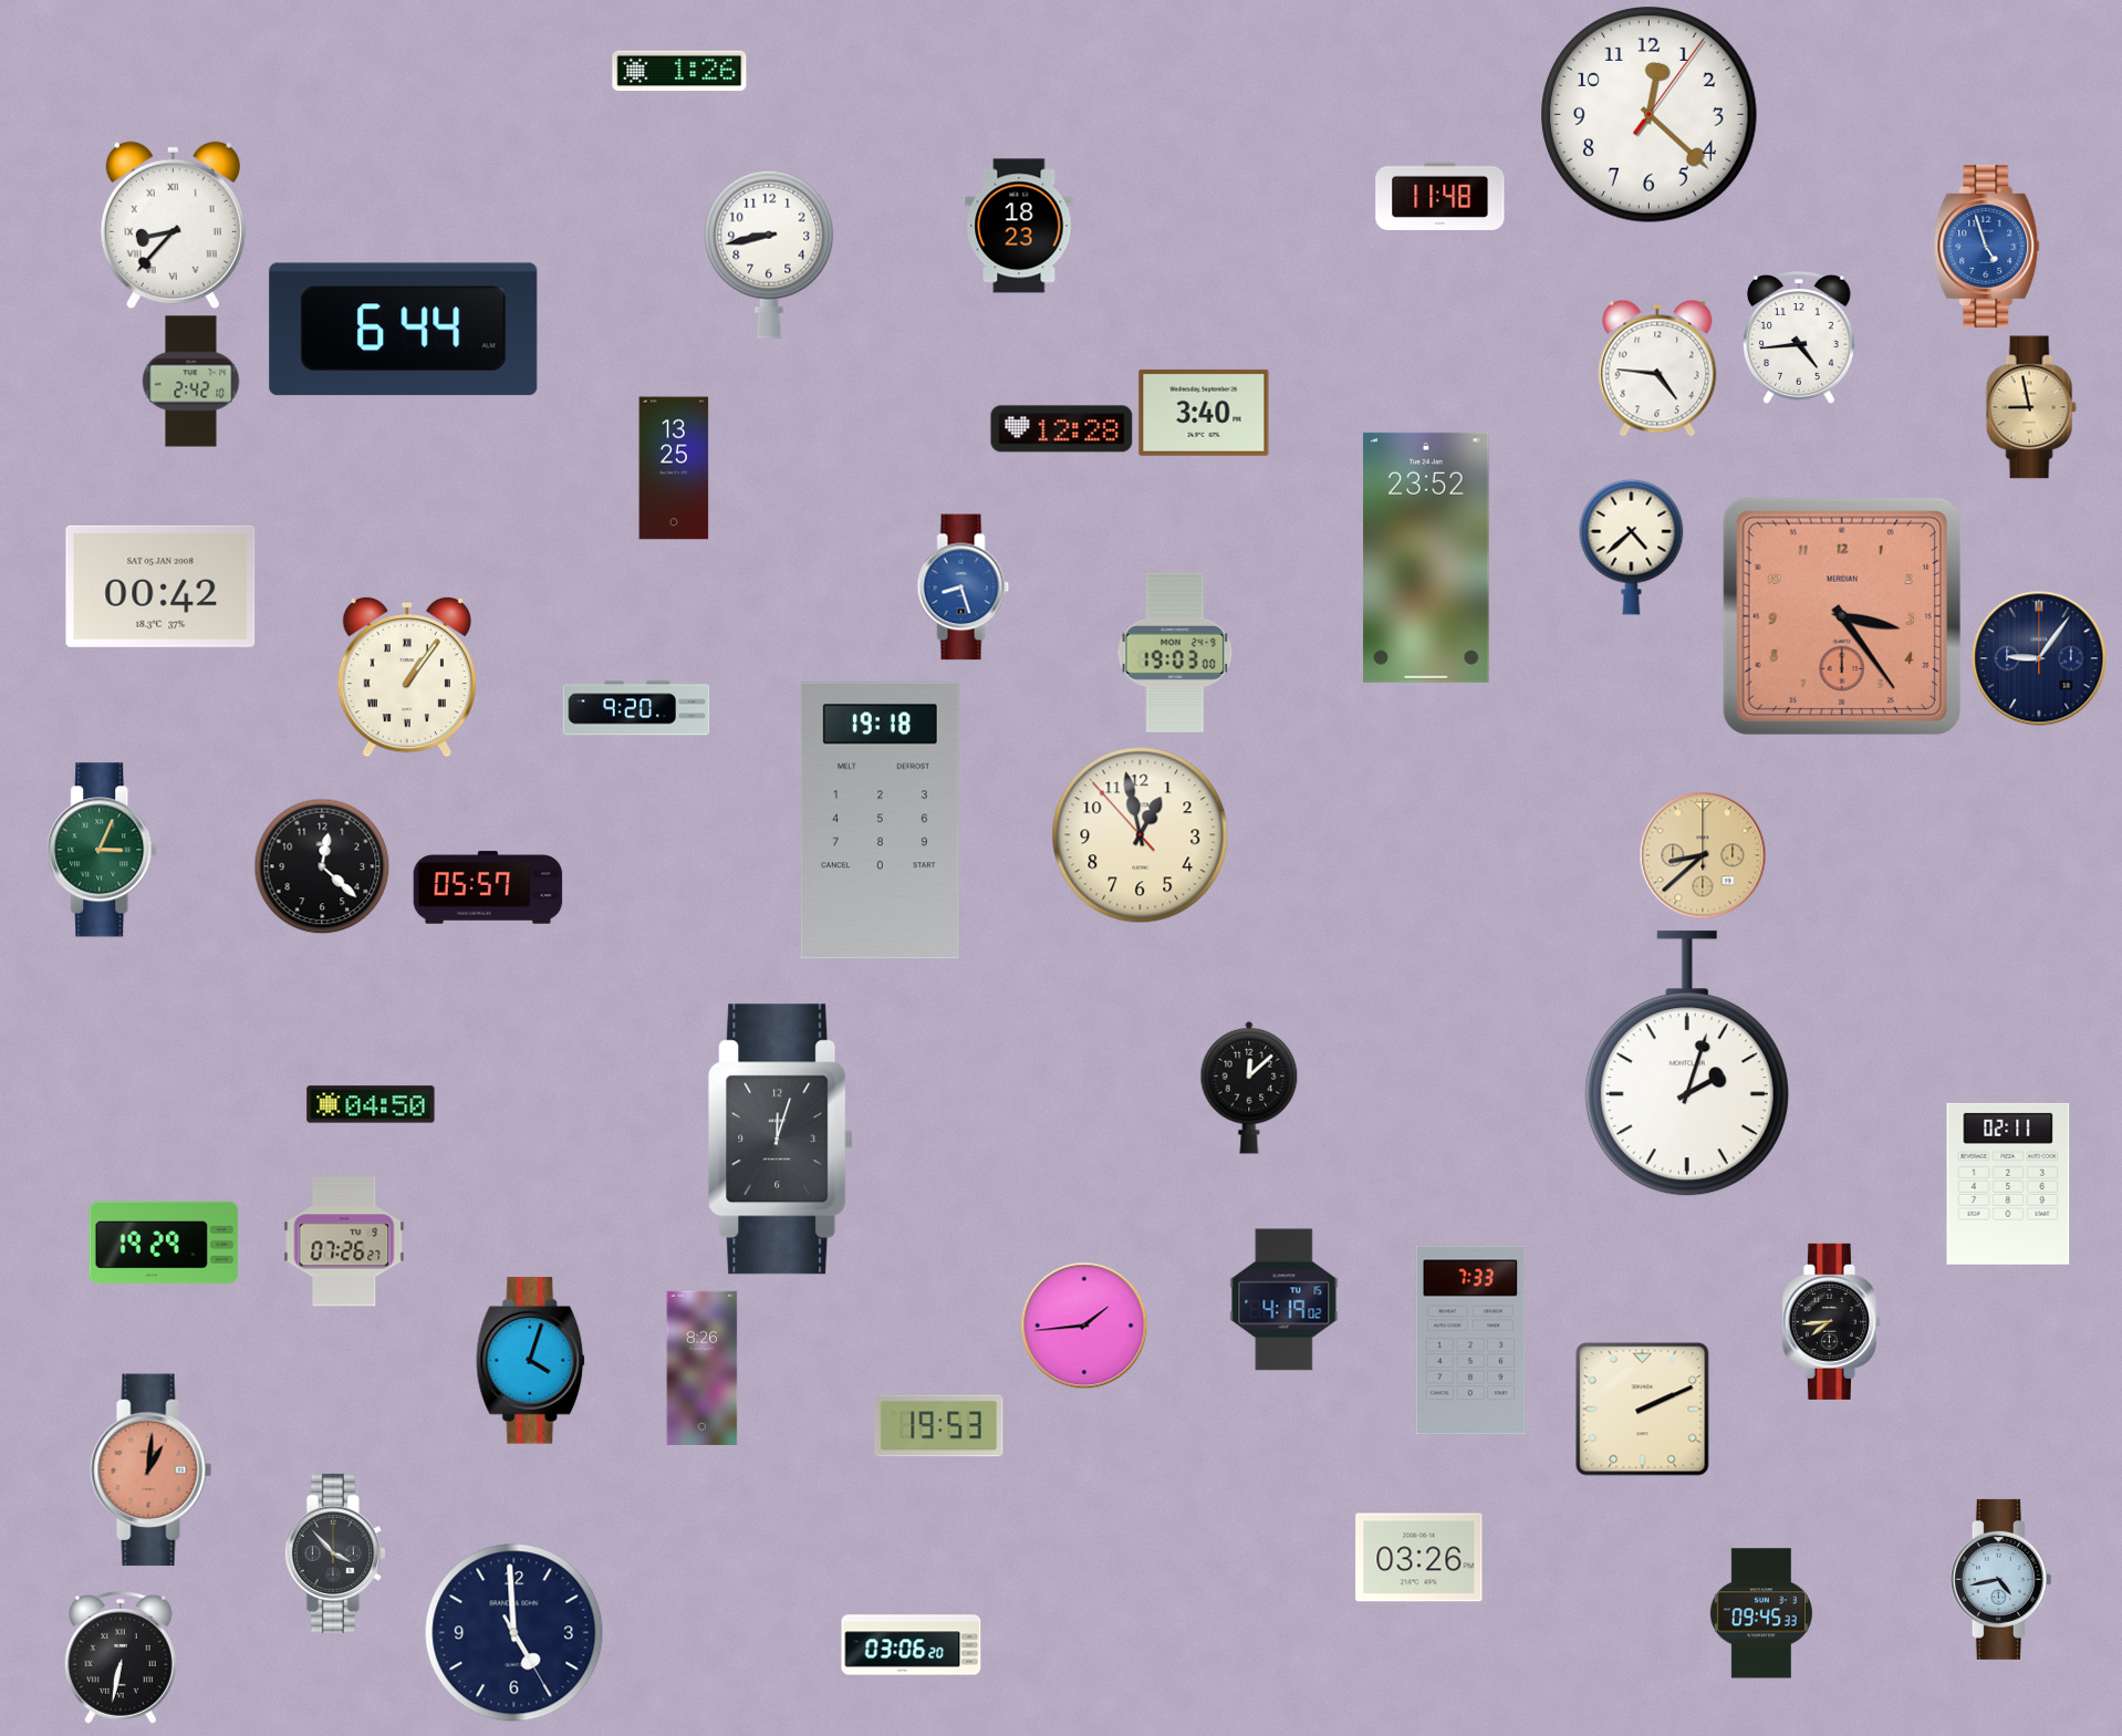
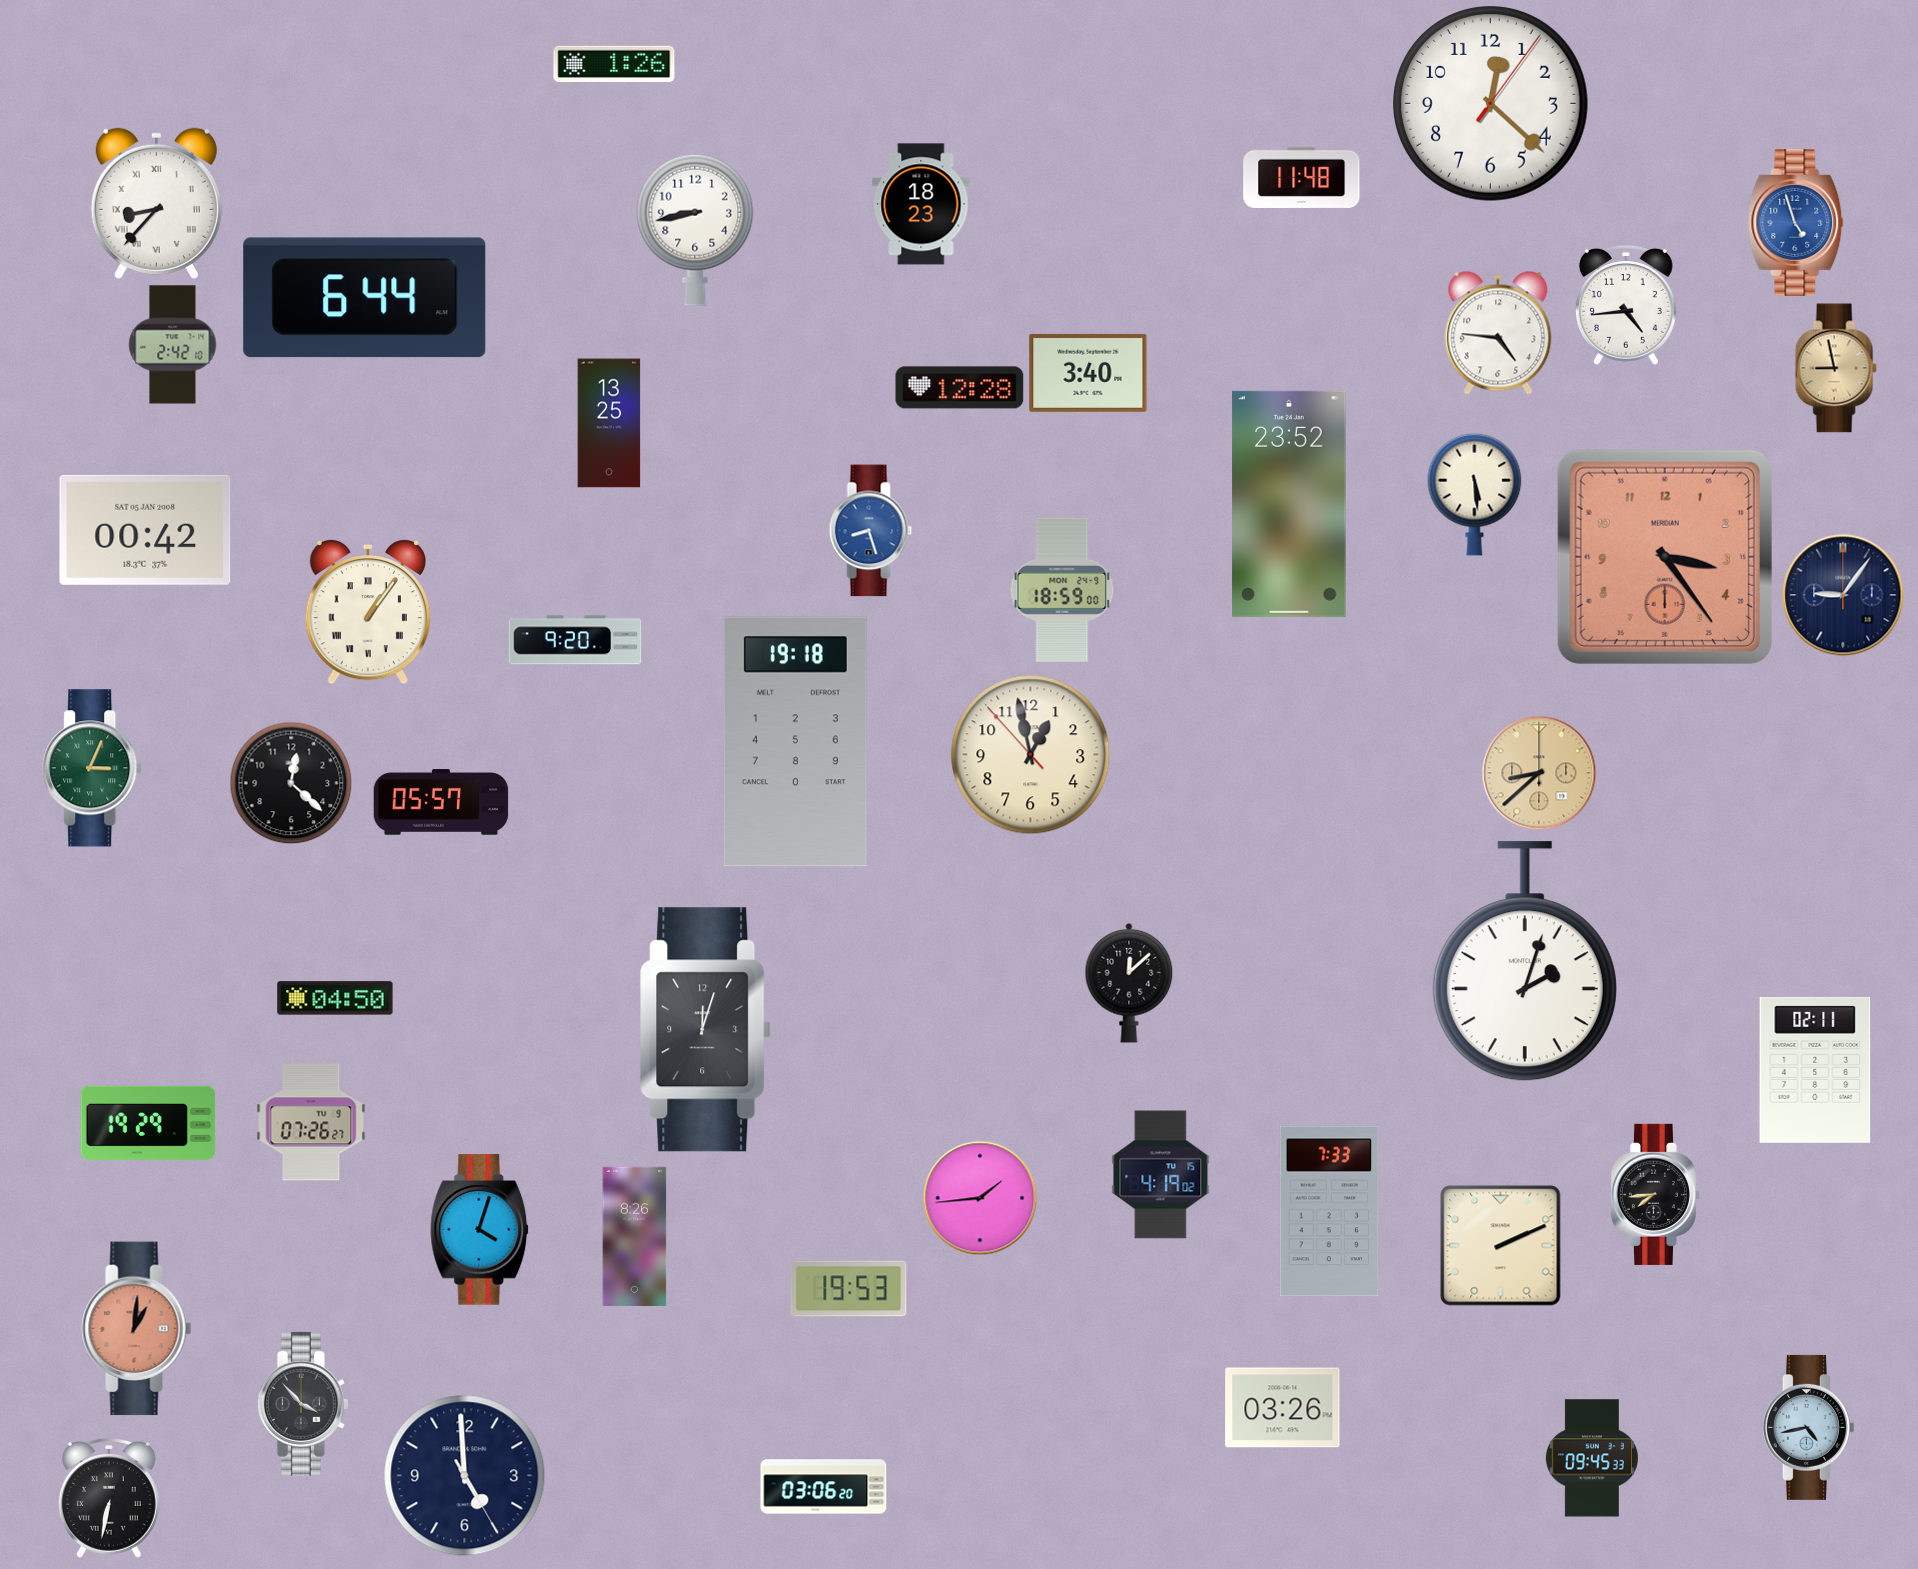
clock at (1632, 547): 4:38 -> 5:29
clock at (1175, 653): 19:03 -> 18:59
clock at (1643, 1410) position: (1643, 1410) -> (1501, 1246)
